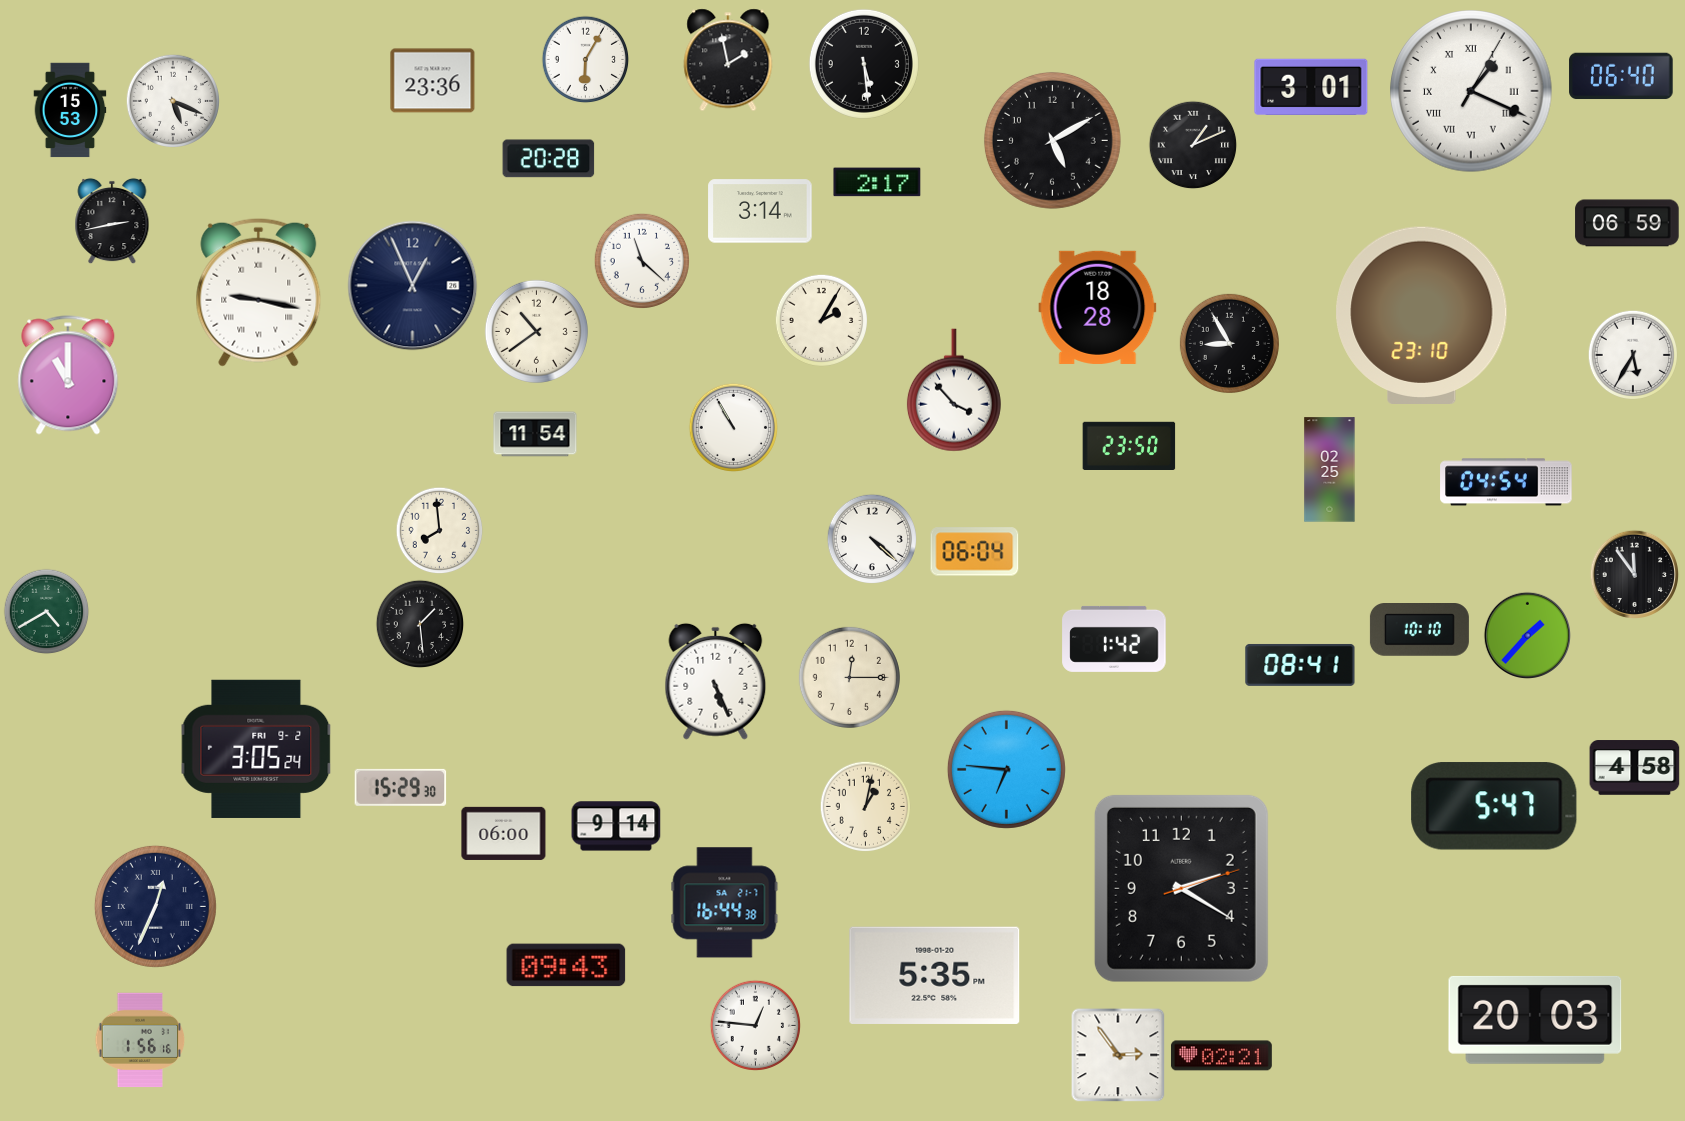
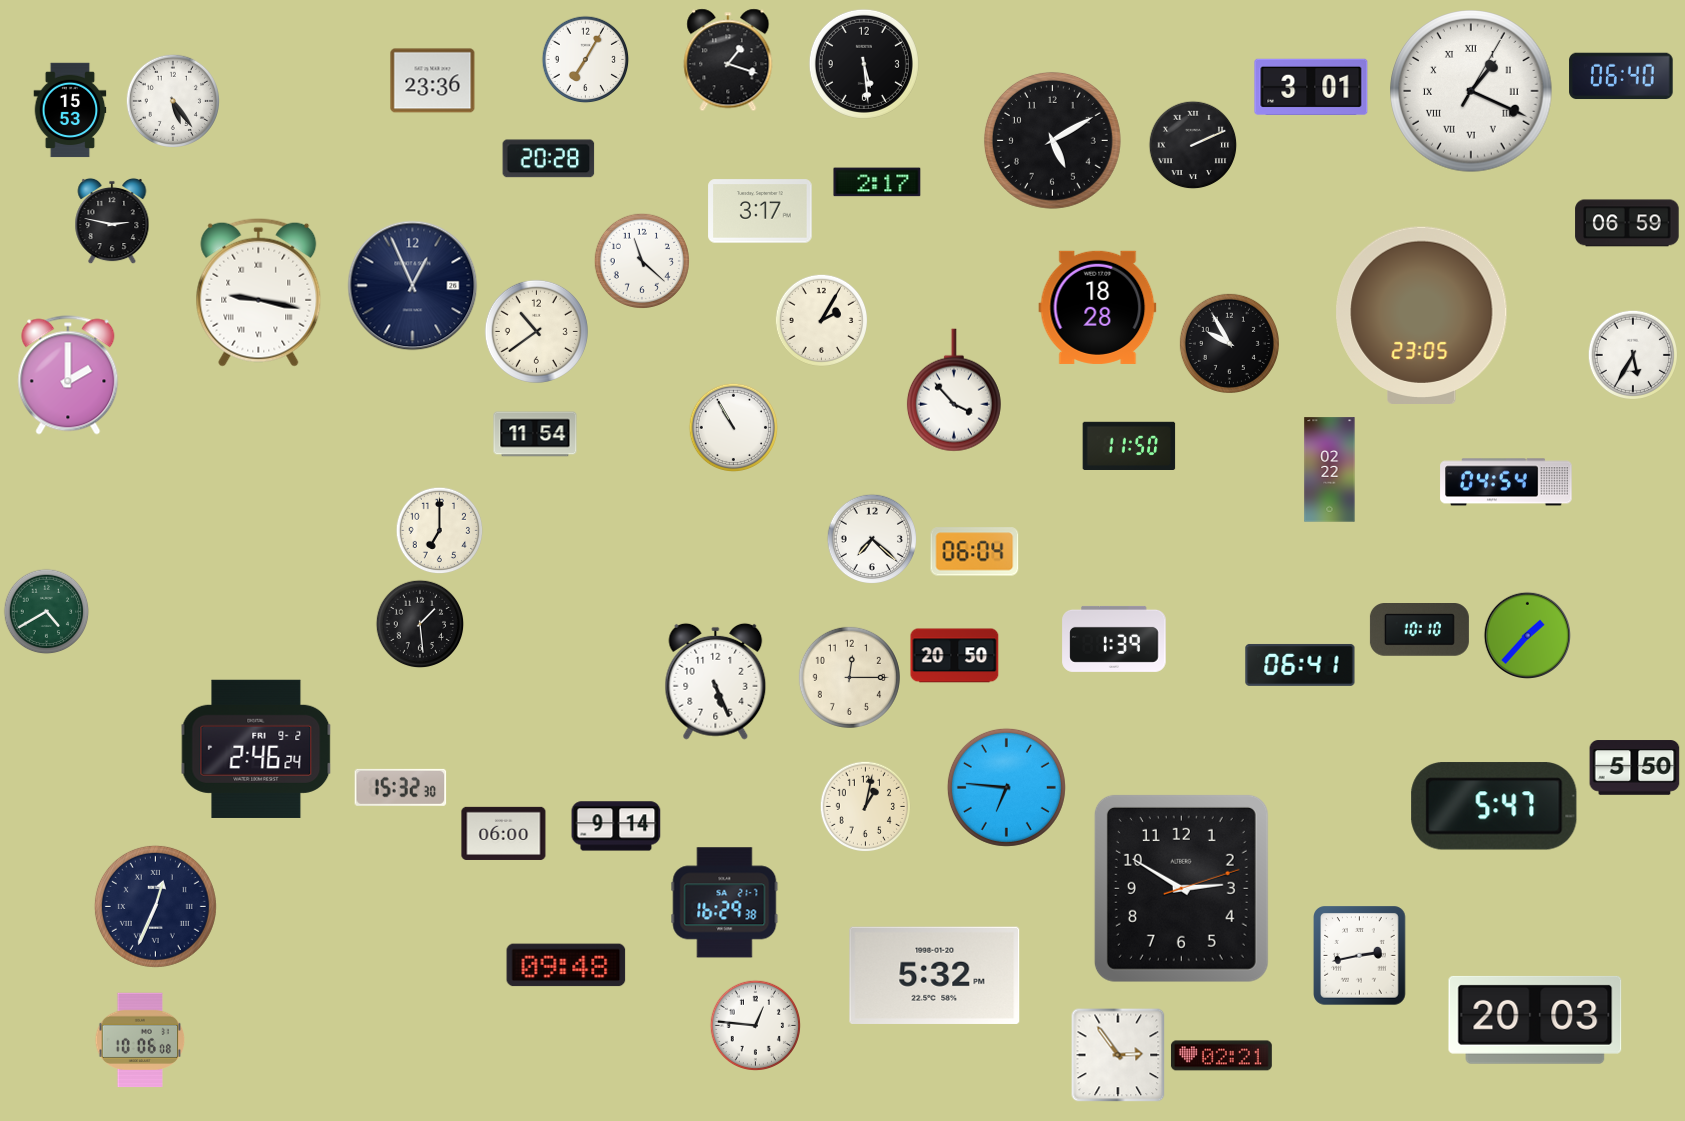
clock at (586, 60): 6:05 -> 7:05
clock at (728, 60): 1:58 -> 1:18
clock at (172, 100): 5:19 -> 5:24
clock at (1193, 145): 1:11 -> 2:11
clock at (760, 211): 3:14 -> 3:17
clock at (112, 221): 2:43 -> 2:47
clock at (1422, 315): 23:10 -> 23:05
clock at (1229, 343): 8:55 -> 9:55
clock at (68, 375): 11:00 -> 2:00
clock at (1129, 445): 23:50 -> 11:50
clock at (1330, 470): 02:25 -> 02:22
clock at (440, 531): 7:59 -> 7:00
clock at (871, 539): 4:22 -> 7:22
clock at (1634, 574): 11:54 -> none
clock at (1114, 639): 1:42 -> 1:39
clock at (955, 656): none -> 20:50
clock at (1300, 665): 08:41 -> 06:41
clock at (256, 749): 3:05 -> 2:46
clock at (1635, 768): 4:58 -> 5:50
clock at (1006, 769) position: (1006, 769) -> (1006, 787)
clock at (401, 787): 15:29 -> 15:32
clock at (1181, 888): 2:20 -> 2:50
clock at (725, 903): 16:44 -> 16:29
clock at (1360, 956): none -> 2:43
clock at (566, 965): 09:43 -> 09:48
clock at (935, 975): 5:35 -> 5:32
clock at (140, 1040): 1:56 -> 10:06
